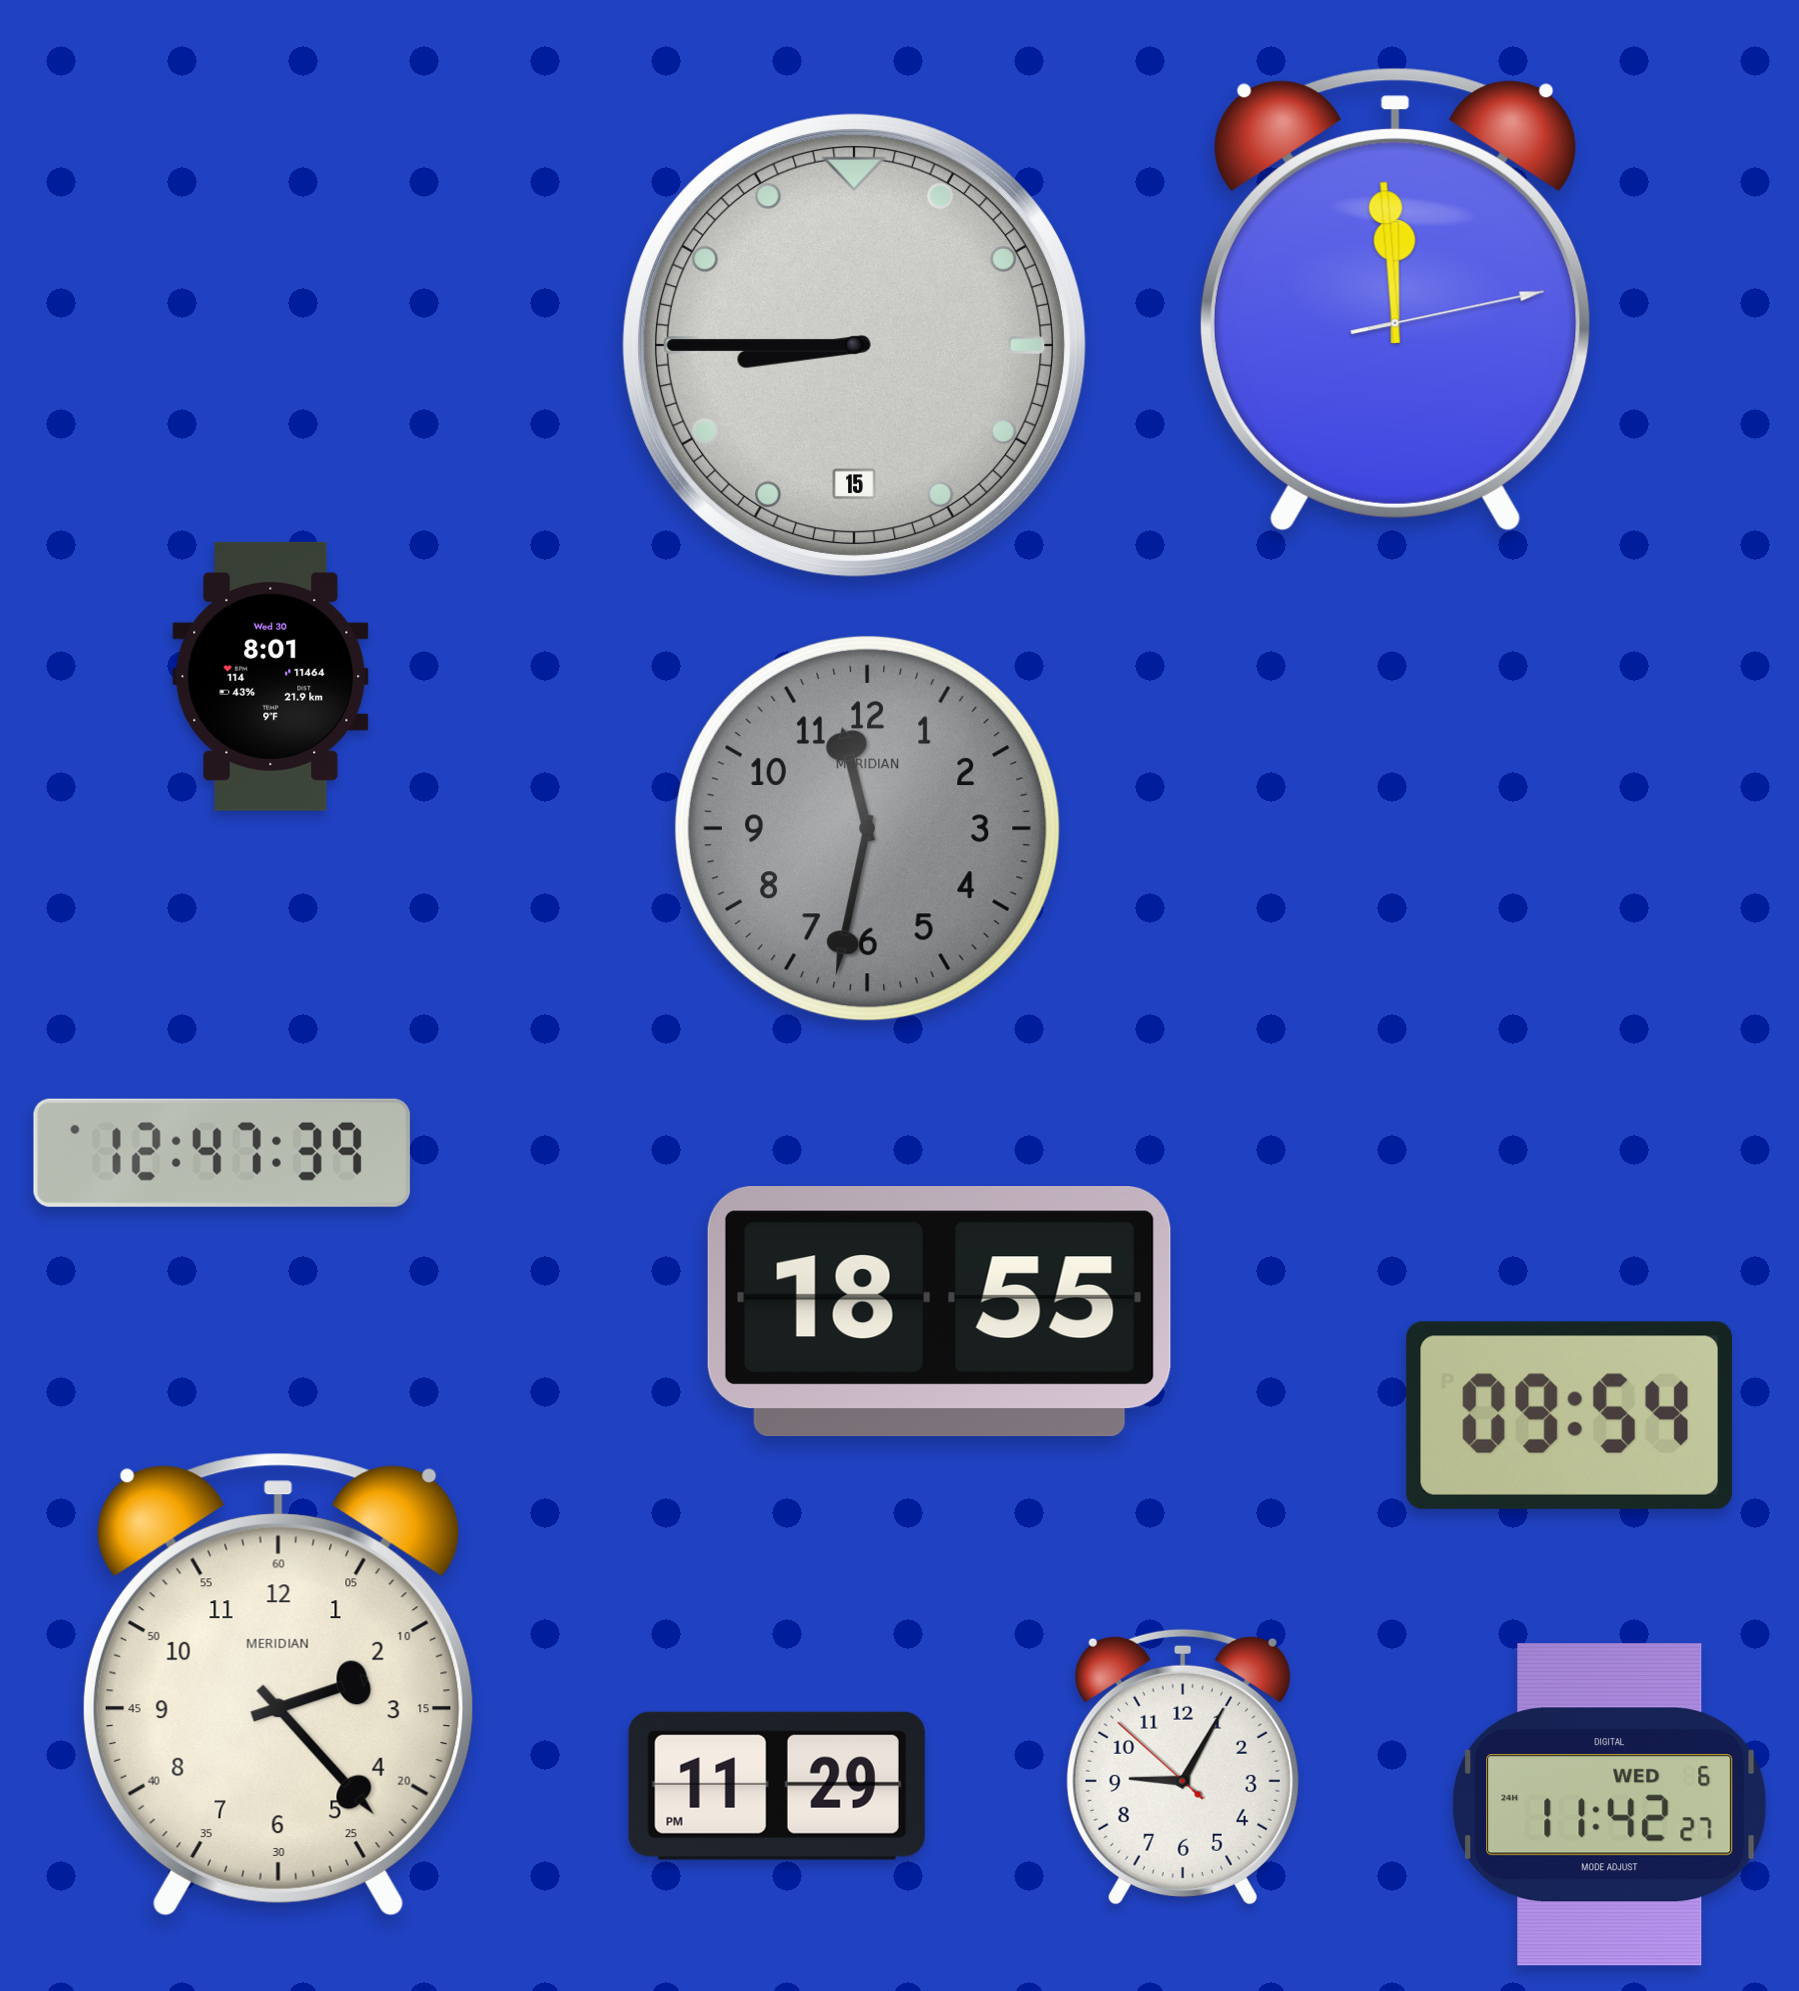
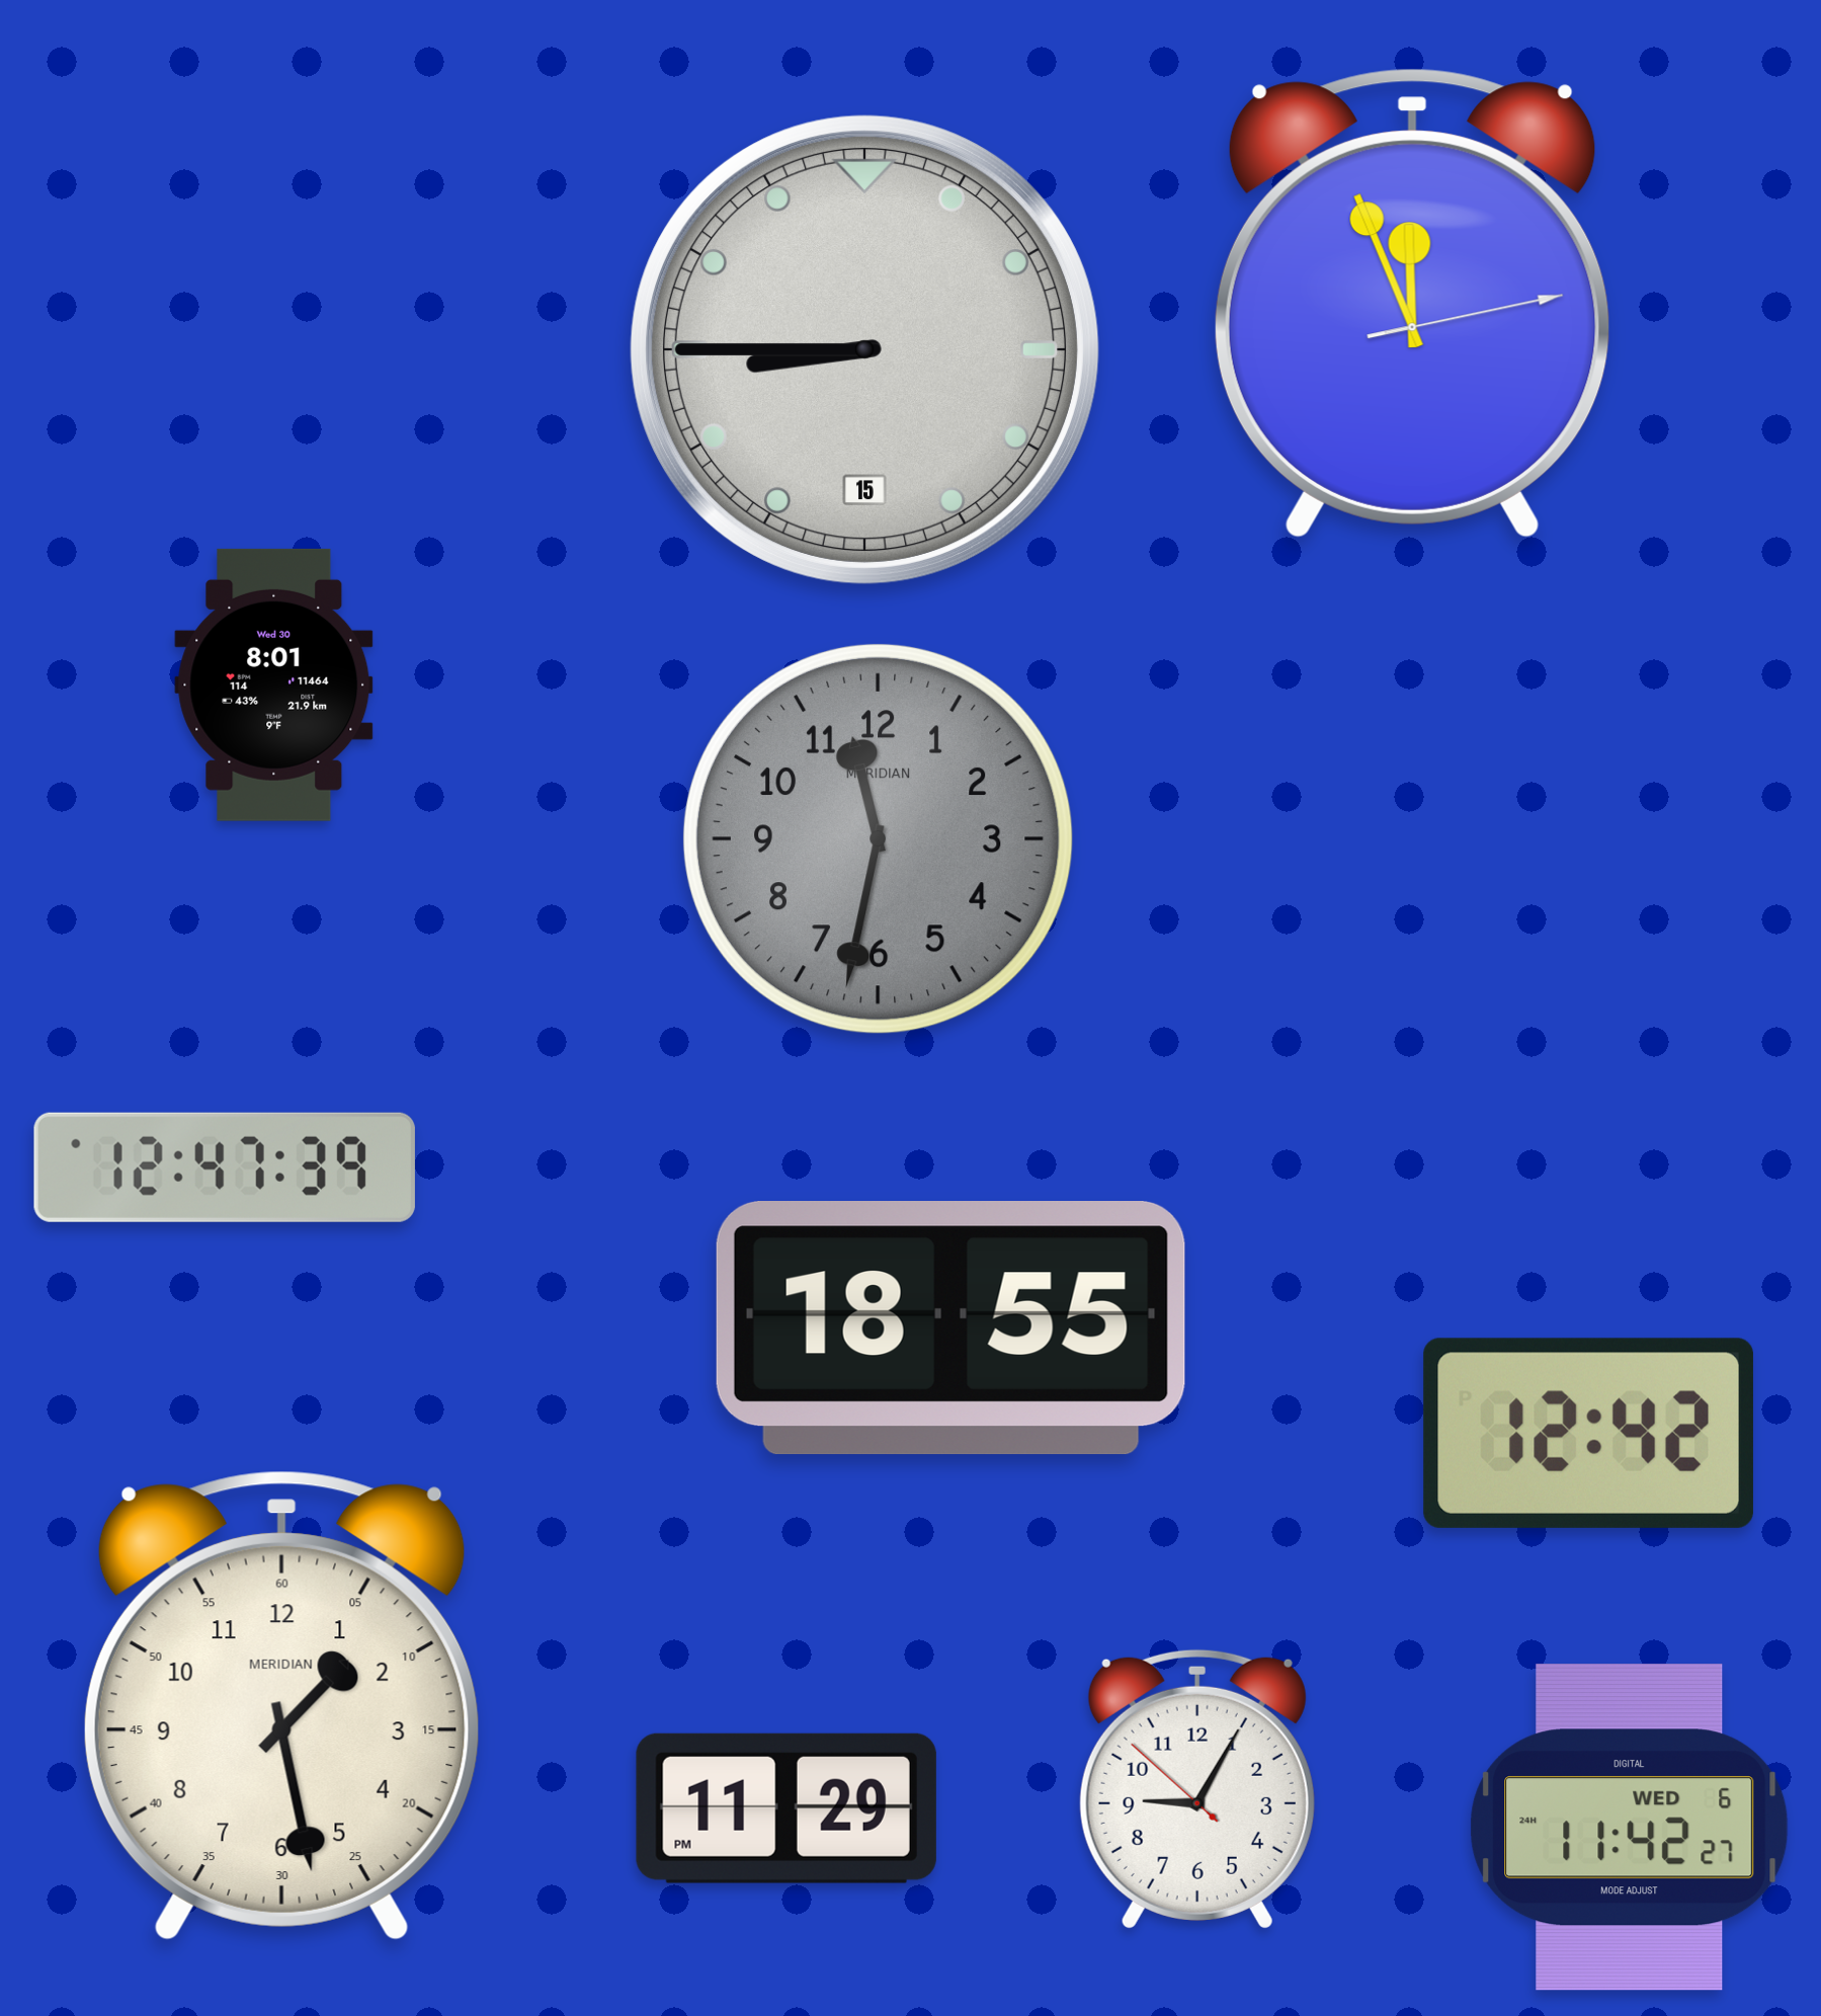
clock at (1395, 299): 11:59 -> 11:56
clock at (1569, 1415): 09:54 -> 12:42
clock at (278, 1684): 2:23 -> 1:28
